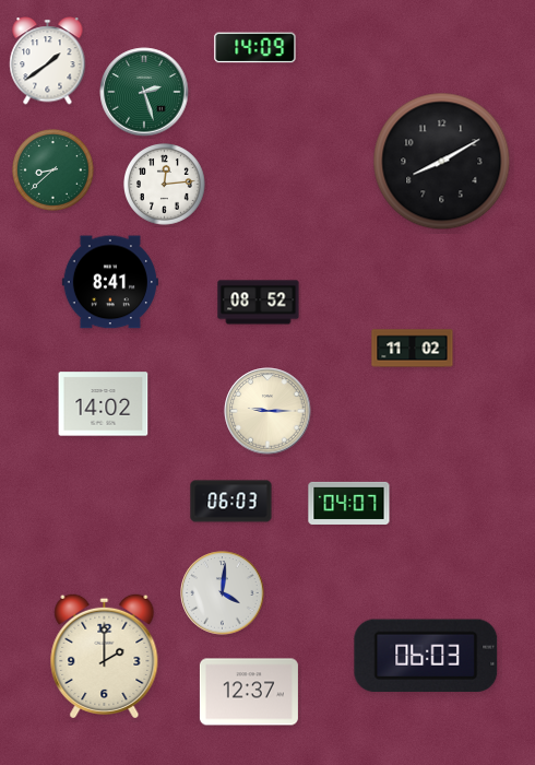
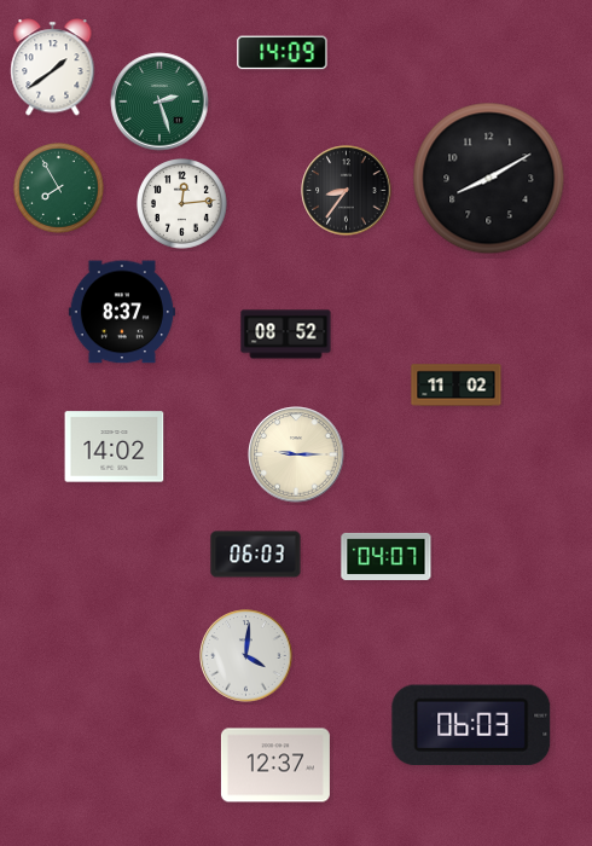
clock at (53, 170): 8:38 -> 7:55
clock at (347, 191): none -> 8:36
clock at (110, 282): 8:41 -> 8:37
clock at (105, 656): 2:00 -> none
